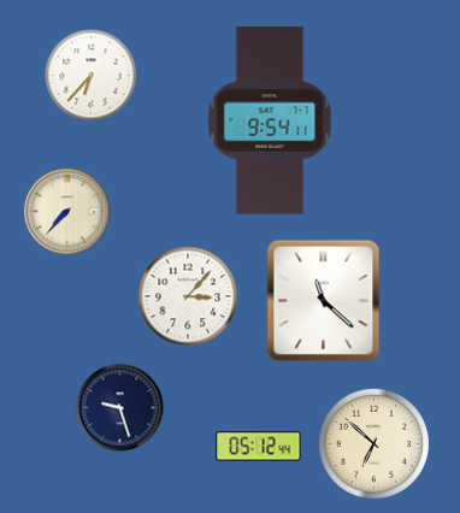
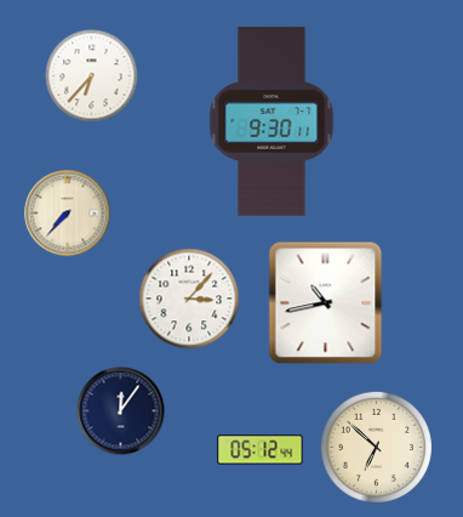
clock at (270, 120): 9:54 -> 9:30
clock at (324, 301): 11:22 -> 10:43
clock at (120, 408): 9:27 -> 12:06
